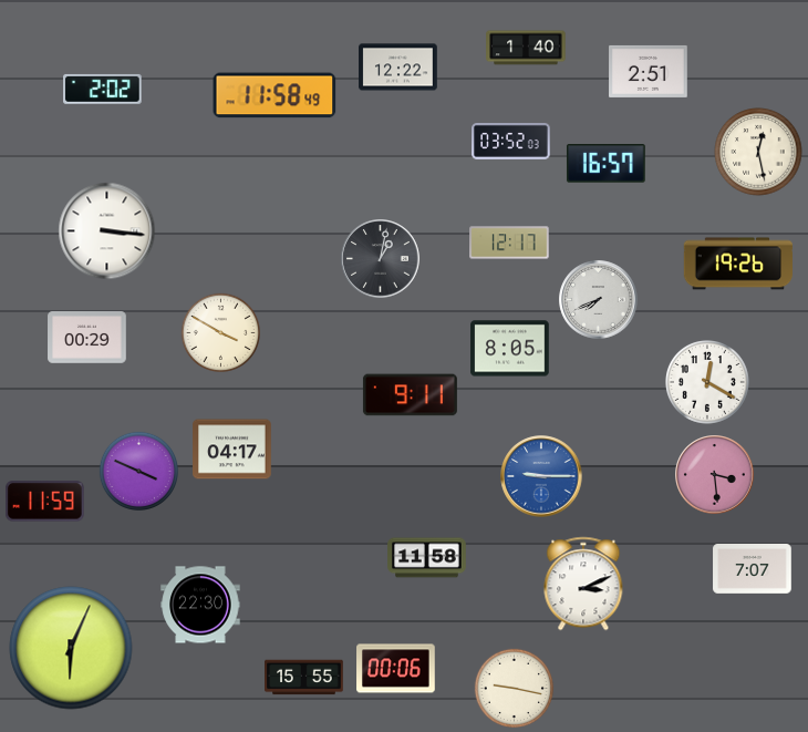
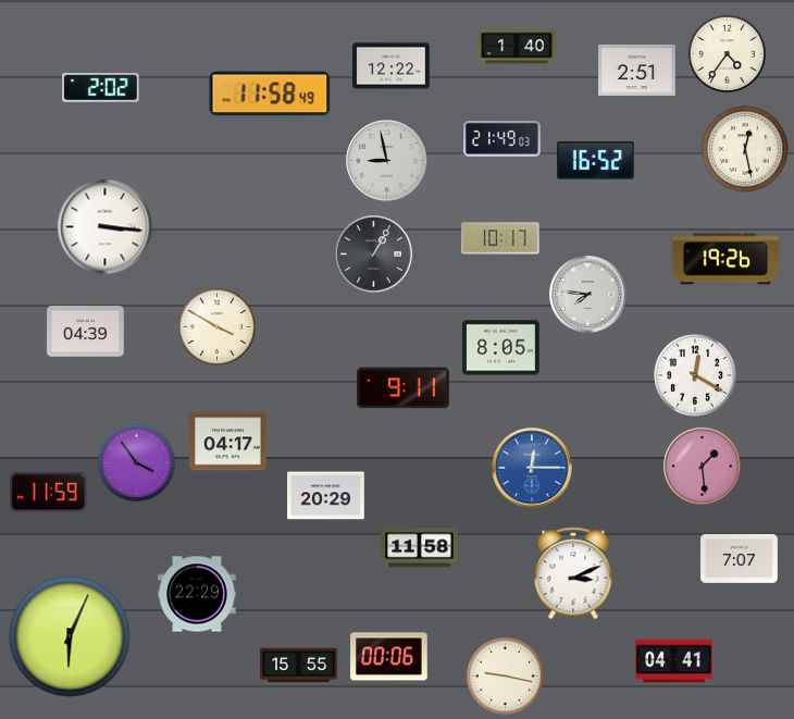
clock at (727, 53): none -> 4:36
clock at (511, 142): 03:52 -> 21:49
clock at (387, 161): none -> 8:58
clock at (607, 164): 16:57 -> 16:52
clock at (509, 243): 12:17 -> 10:17
clock at (381, 259): 1:02 -> 1:05
clock at (599, 300): 7:41 -> 7:46
clock at (87, 338): 00:29 -> 04:39
clock at (510, 349) position: (510, 349) -> (501, 348)
clock at (138, 471): 3:49 -> 3:54
clock at (715, 475): 3:29 -> 1:29
clock at (541, 476): 9:15 -> 12:15
clock at (45, 502) position: (45, 502) -> (49, 493)
clock at (326, 496): none -> 20:29
clock at (200, 605): 22:30 -> 22:29
clock at (674, 661): none -> 04:41
